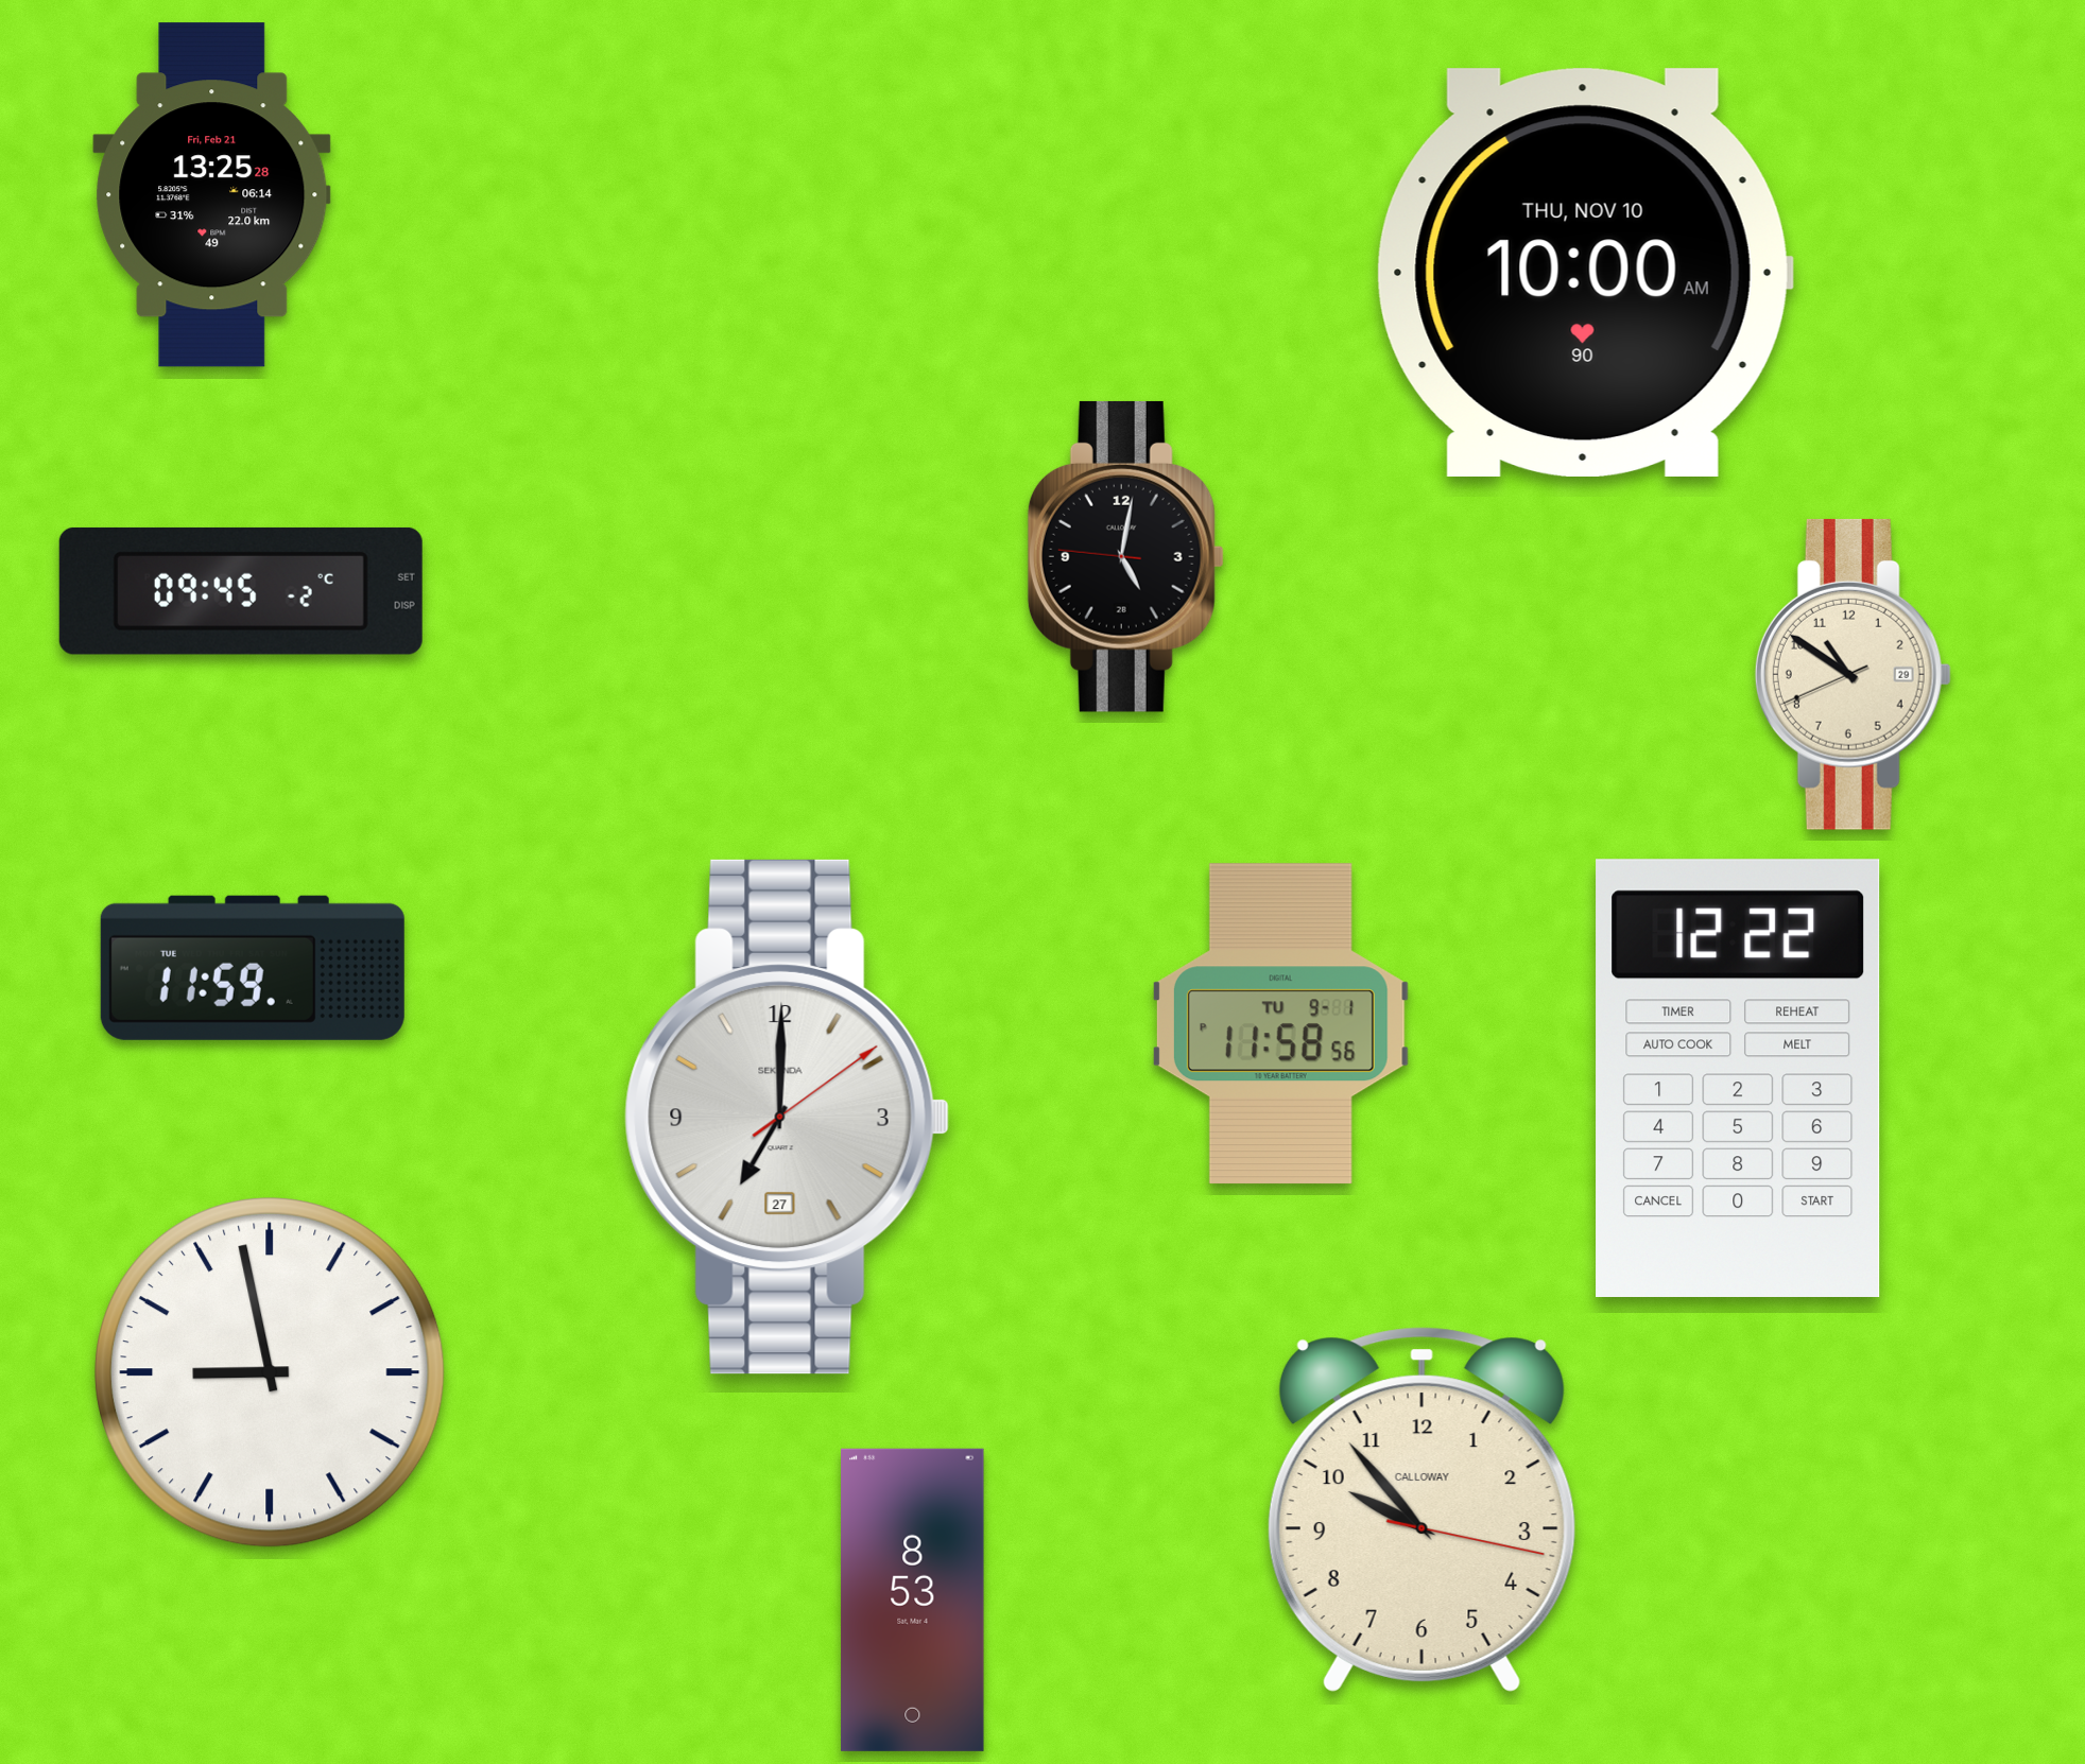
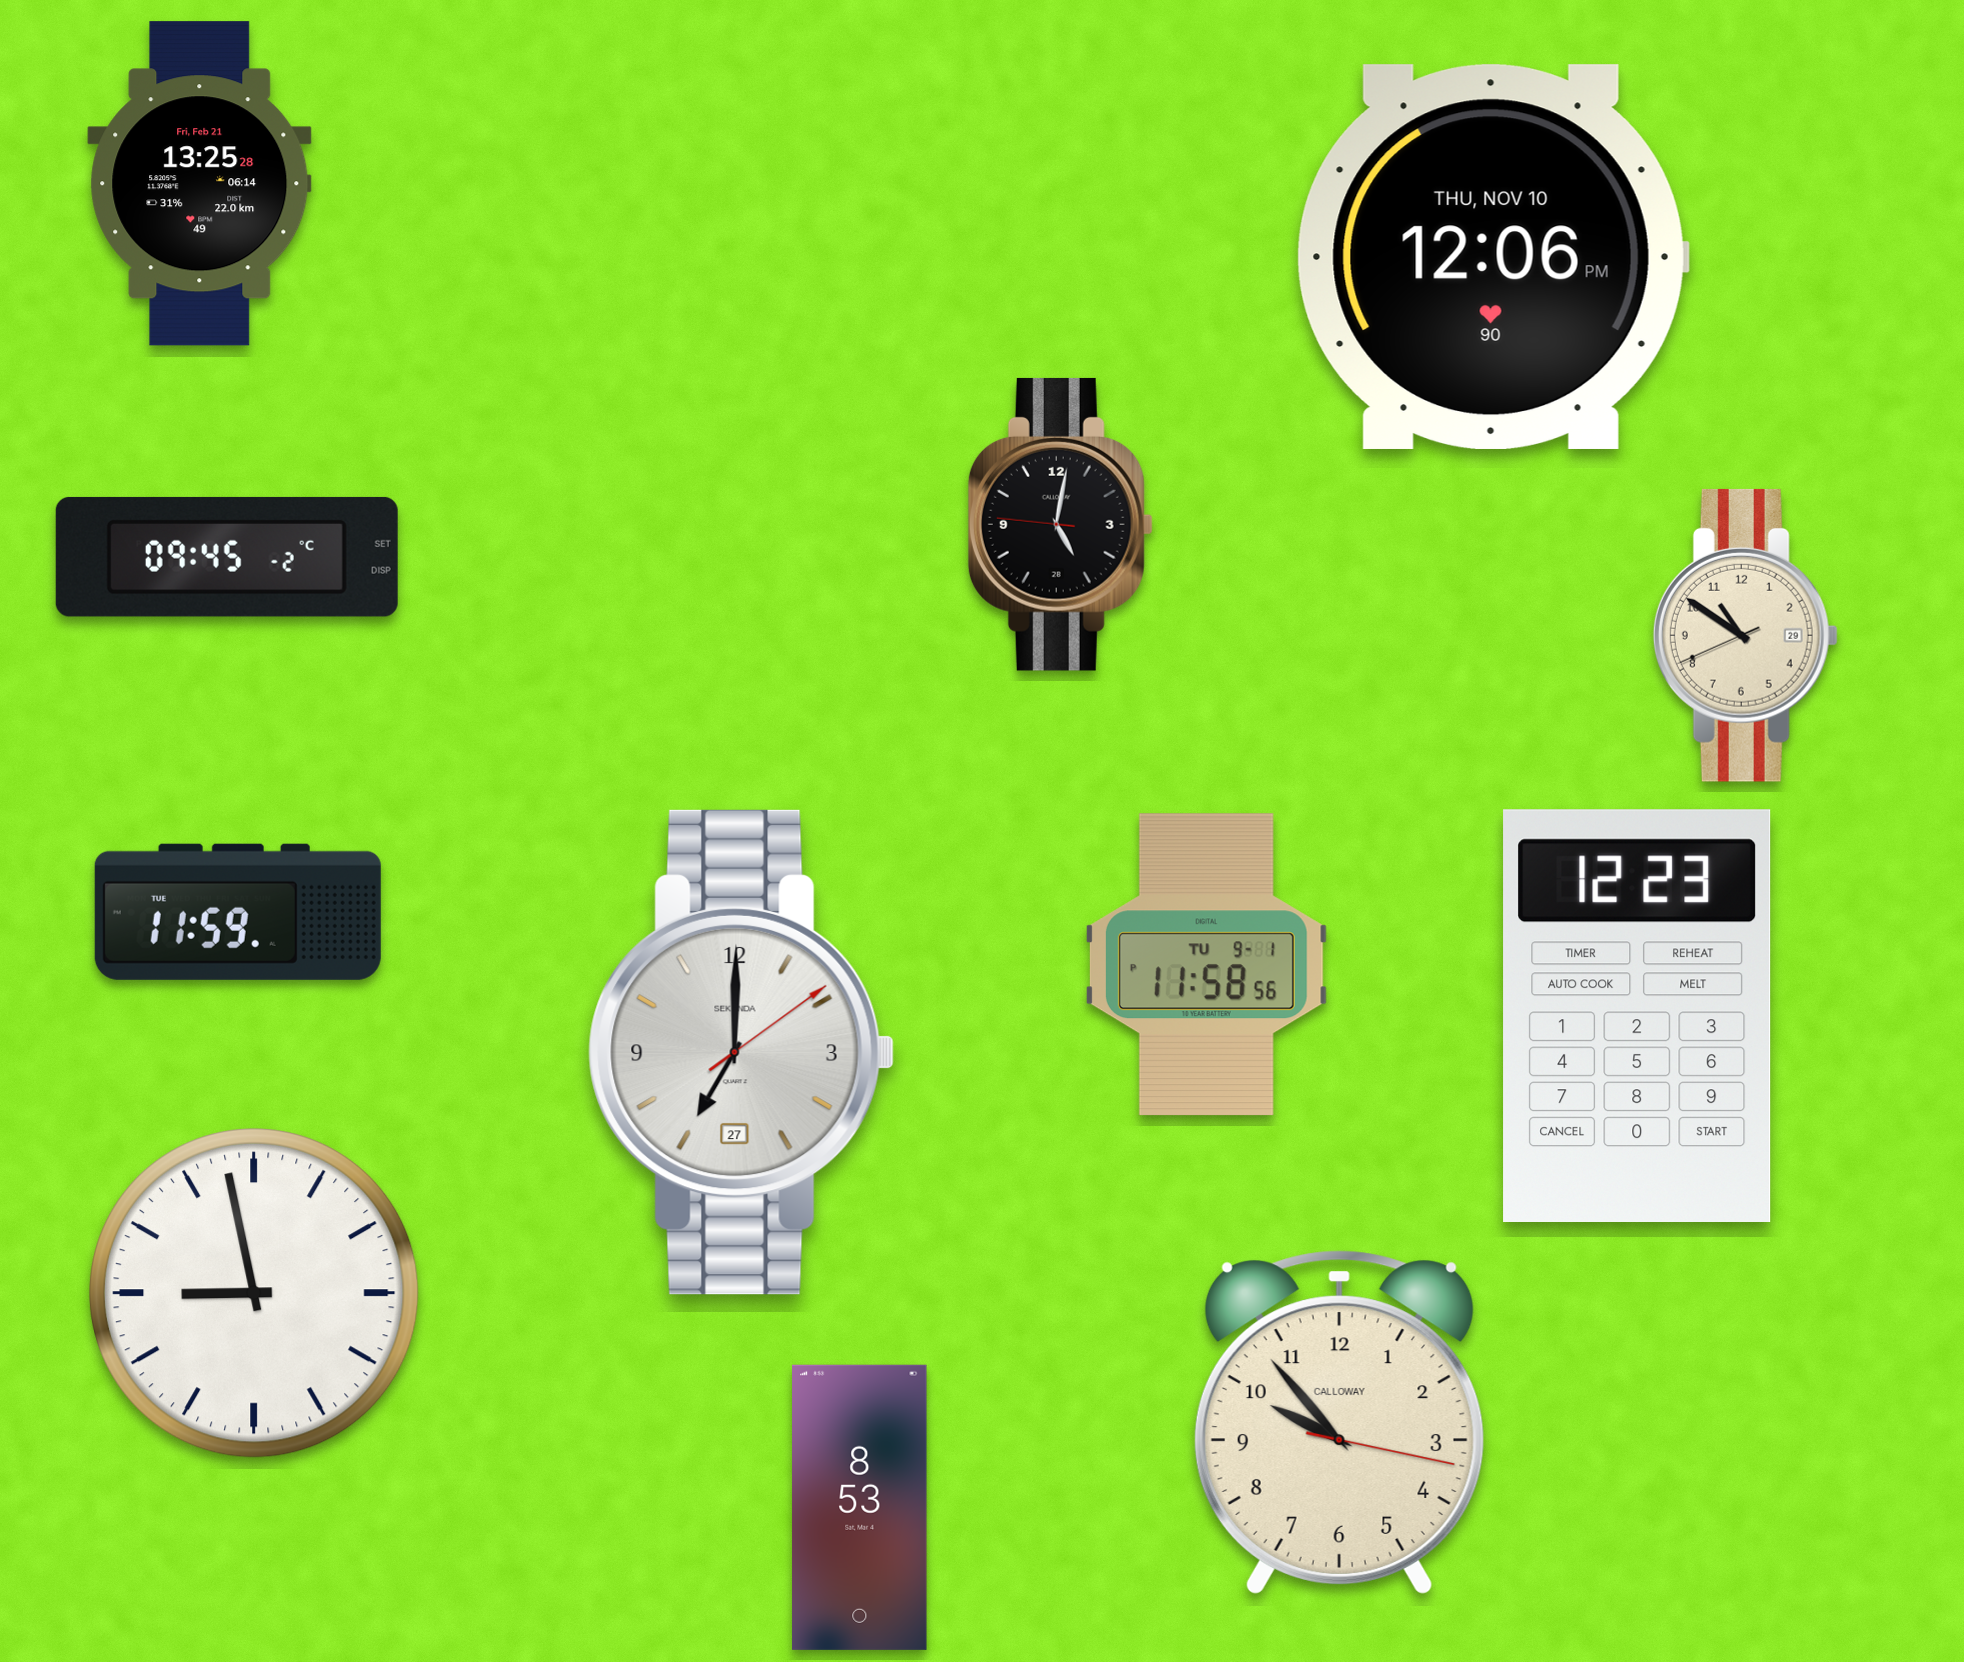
clock at (1585, 273): 10:00 -> 12:06
clock at (1738, 1077): 12:22 -> 12:23
